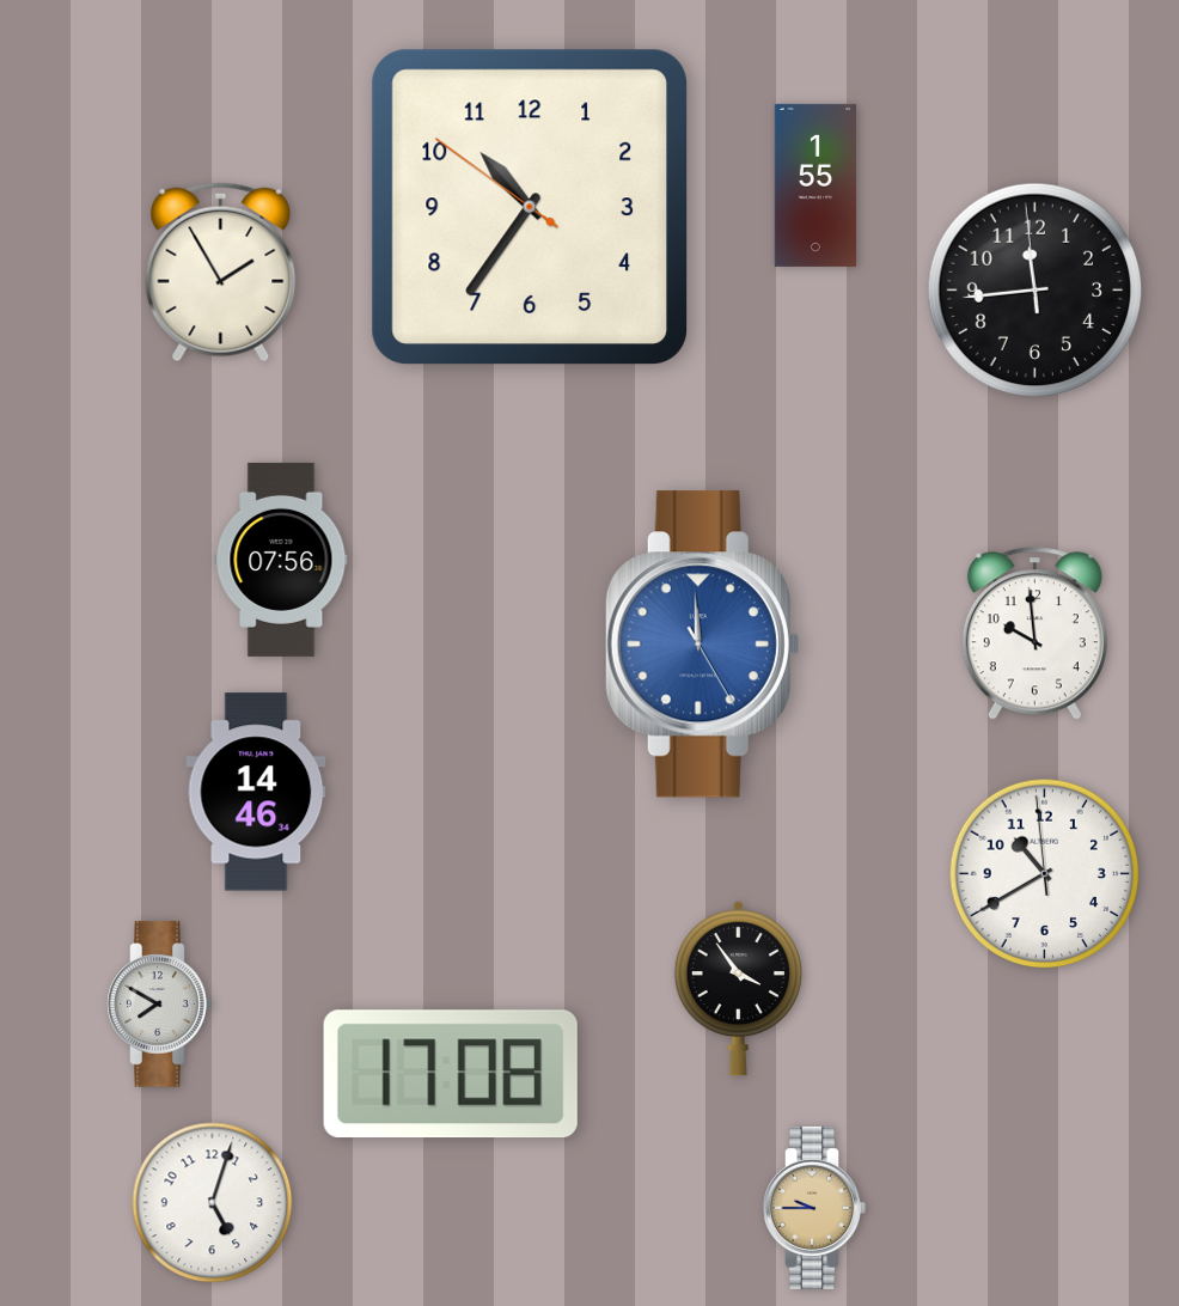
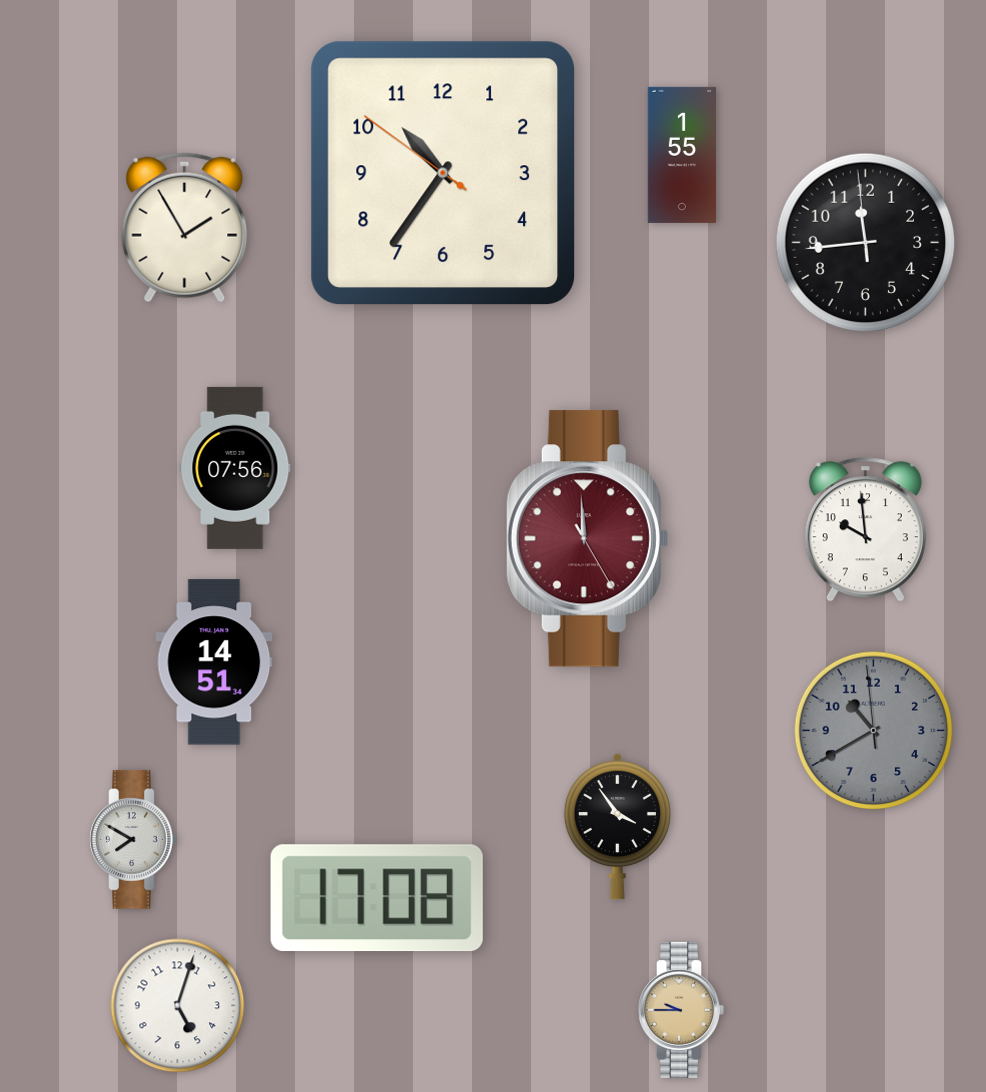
clock at (702, 645) dial: blue -> burgundy
clock at (256, 792): 14:46 -> 14:51
clock at (1045, 874) dial: white -> grey
